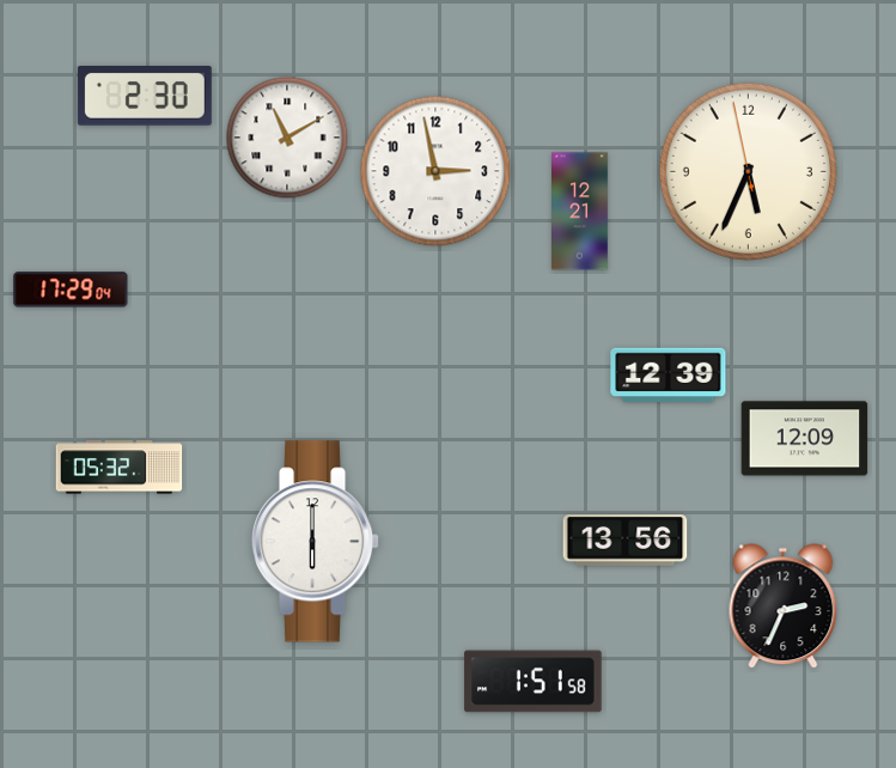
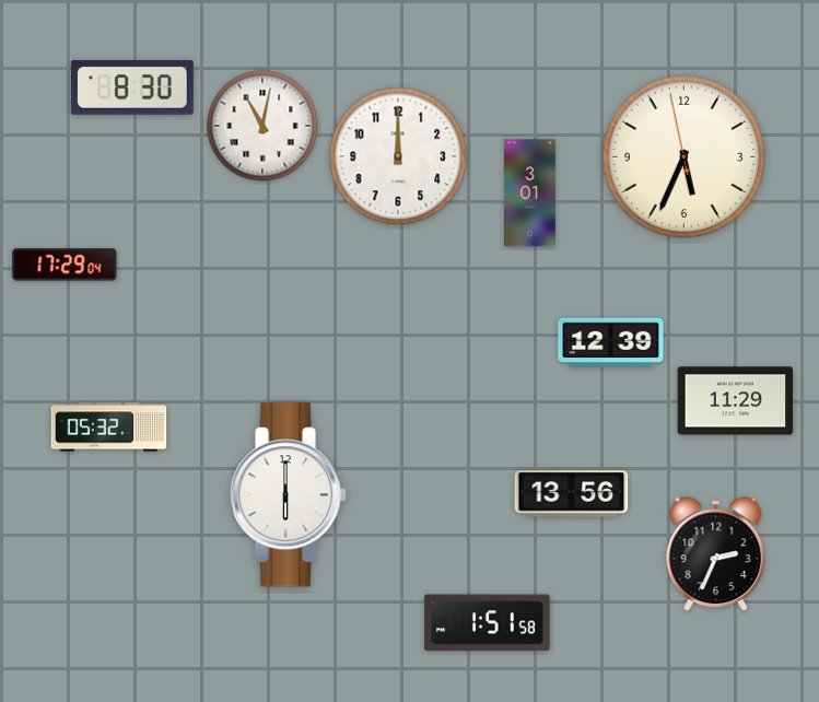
clock at (145, 97): 2:30 -> 8:30
clock at (287, 138): 11:10 -> 11:02
clock at (435, 171): 2:58 -> 12:00
clock at (580, 212): 12:21 -> 3:01
clock at (805, 439): 12:09 -> 11:29
